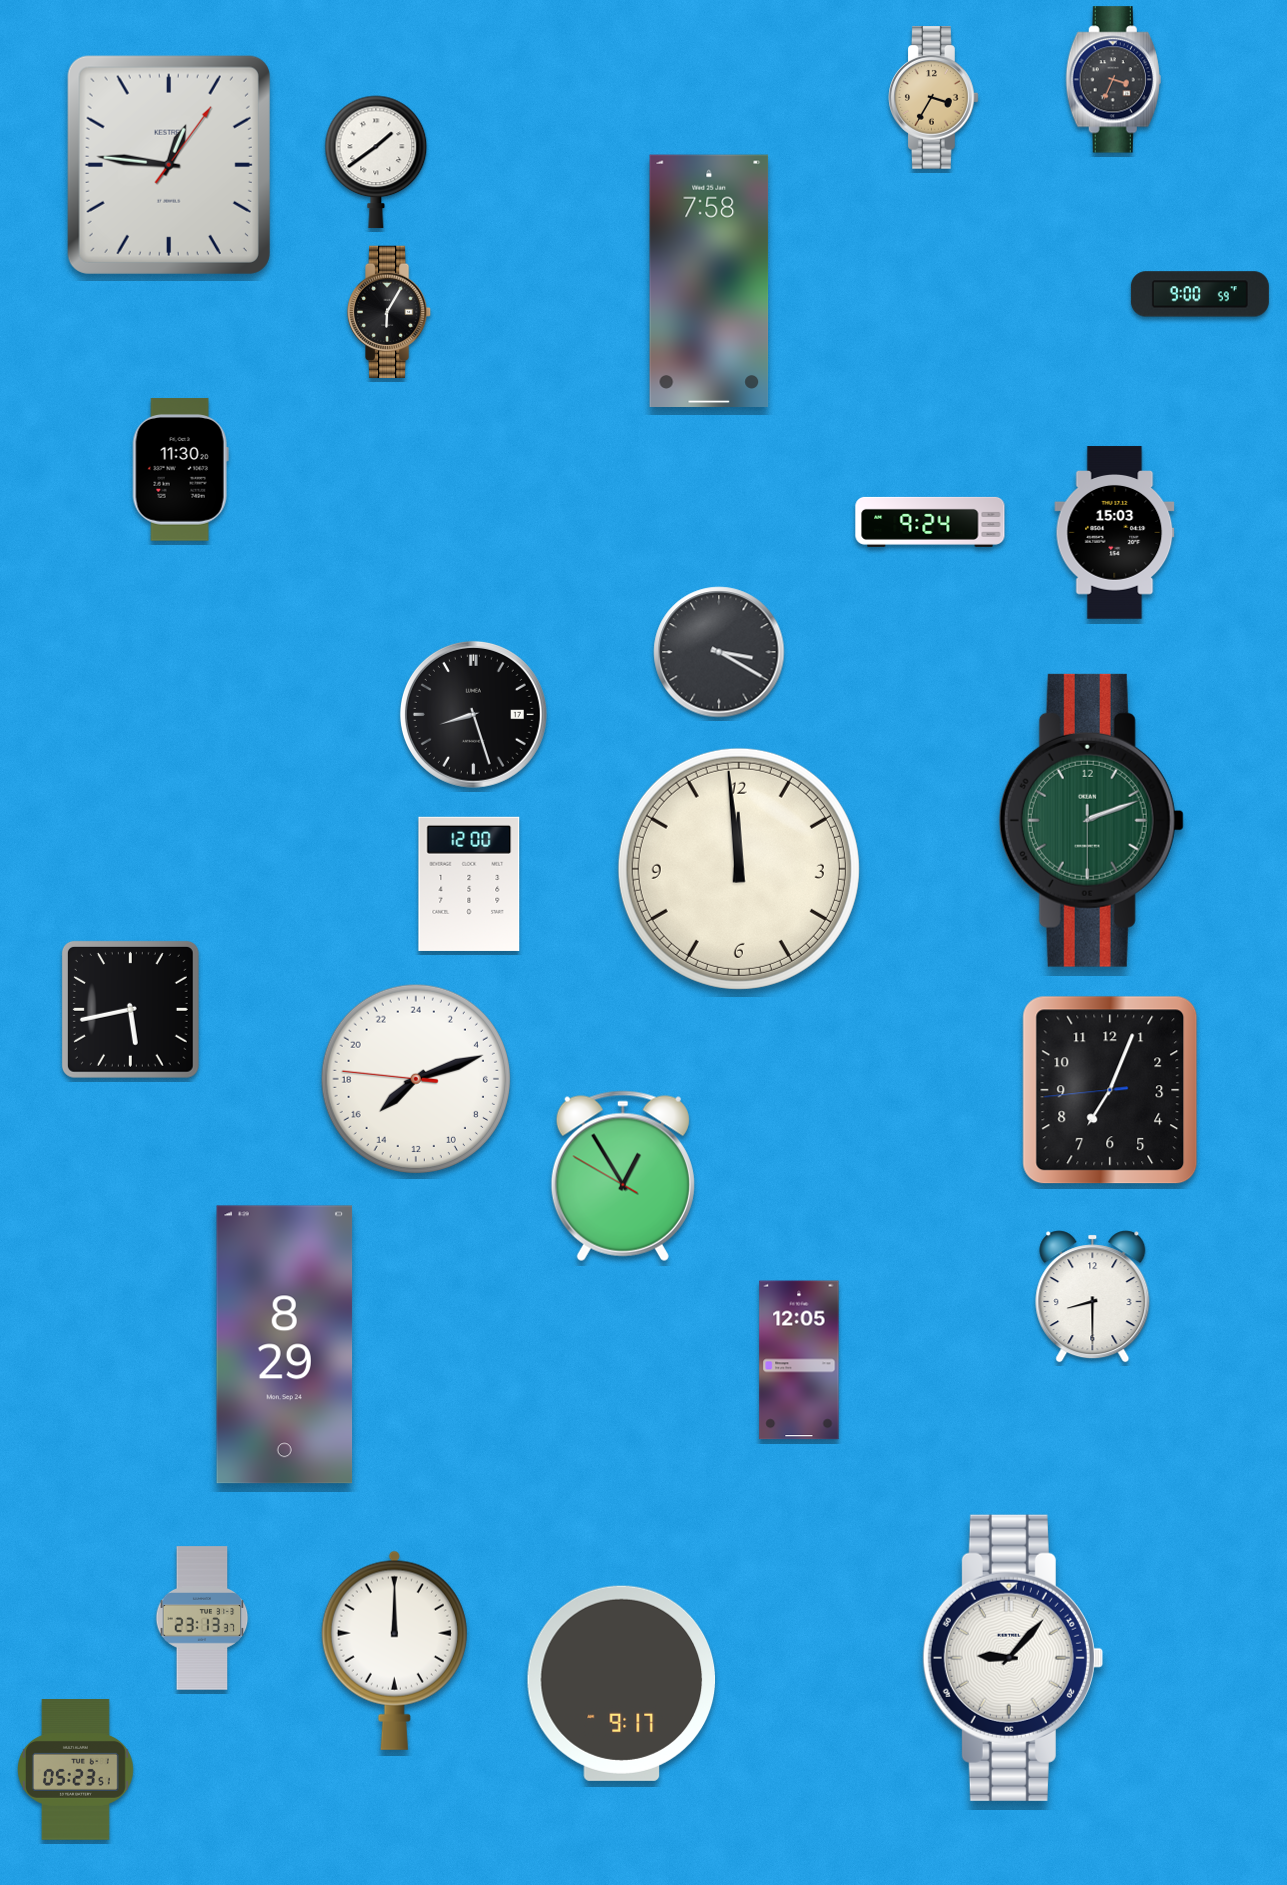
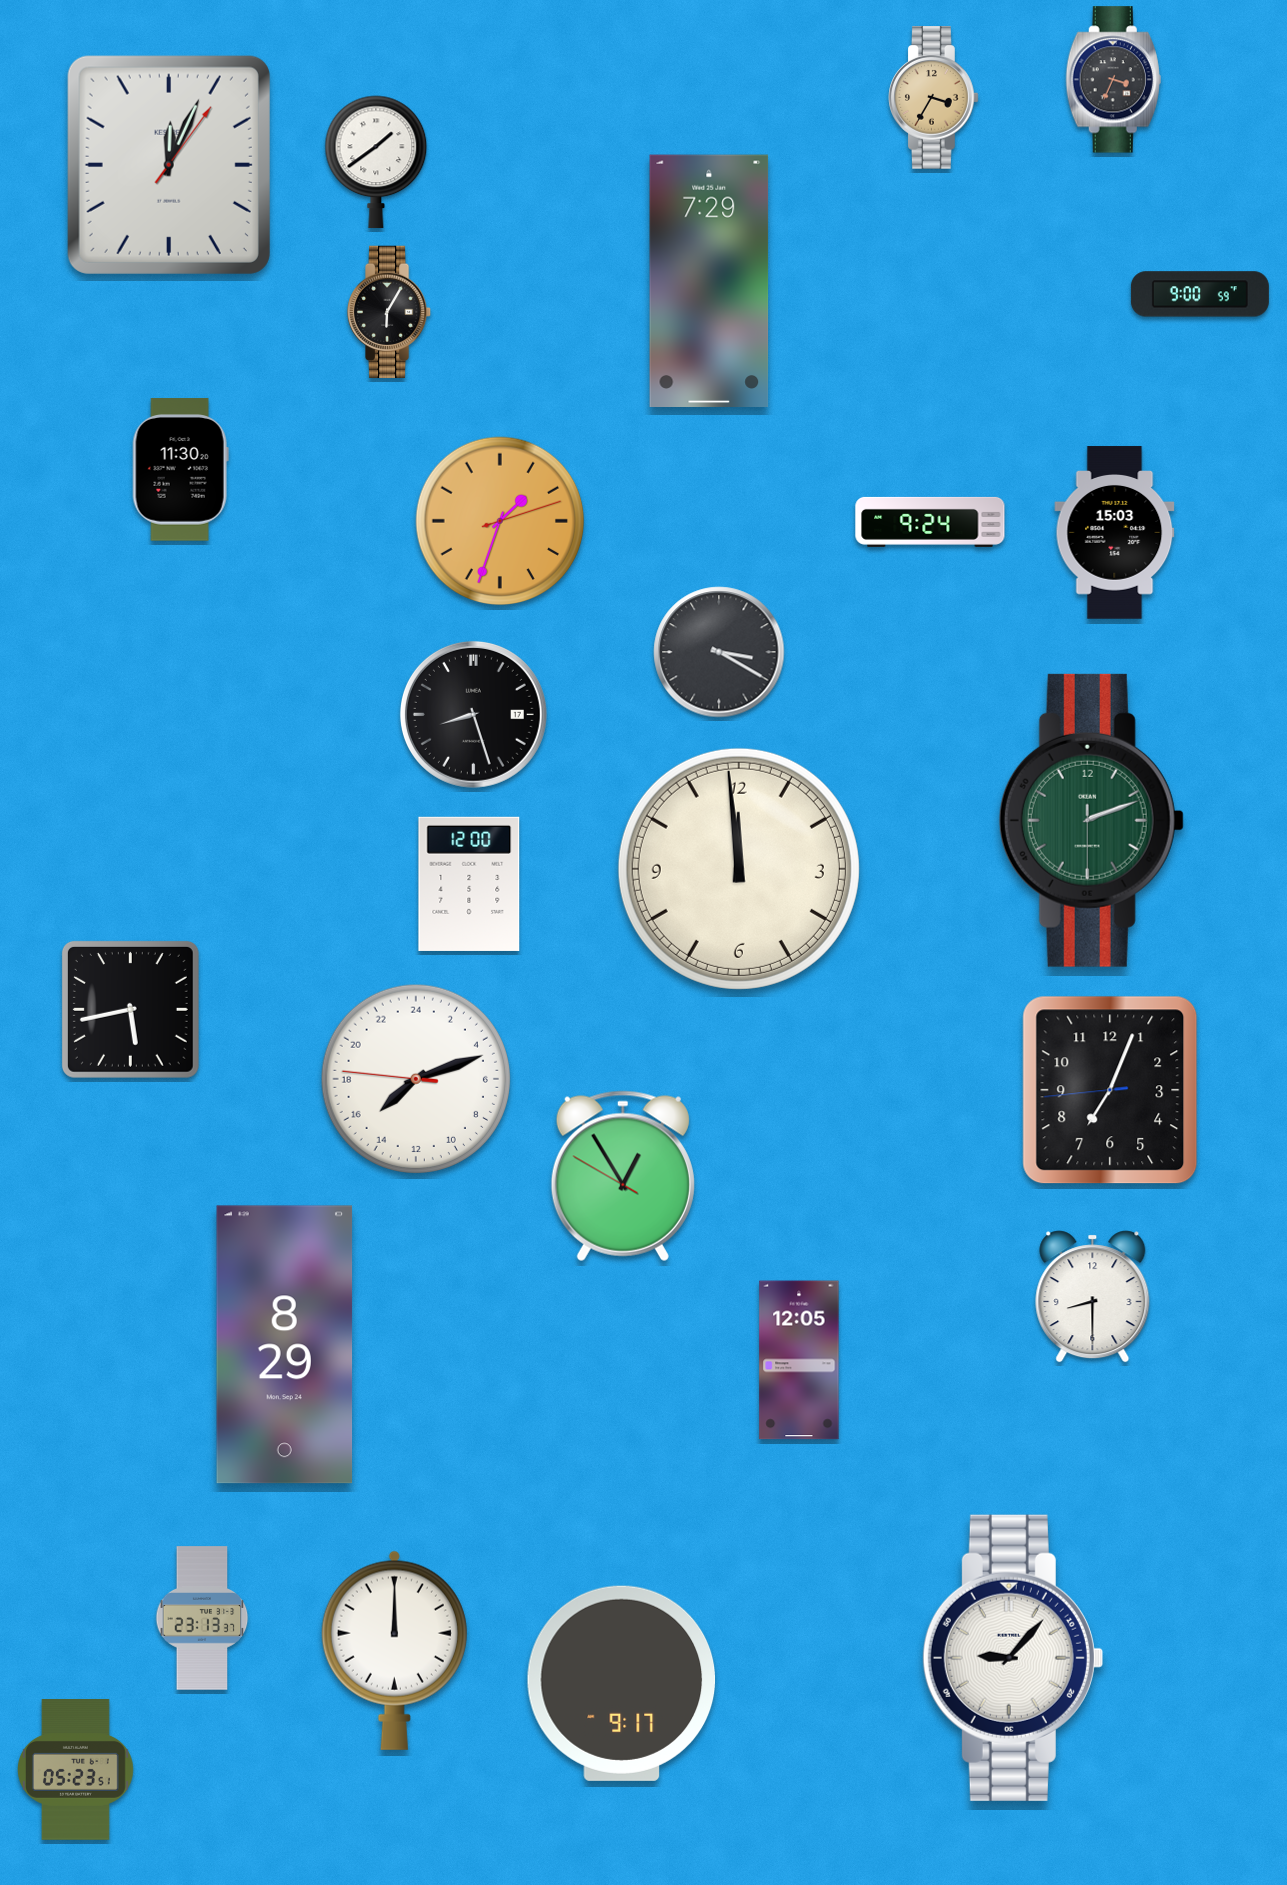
clock at (169, 165): 12:46 -> 12:04
clock at (709, 281): 7:58 -> 7:29
clock at (500, 521): none -> 1:33
